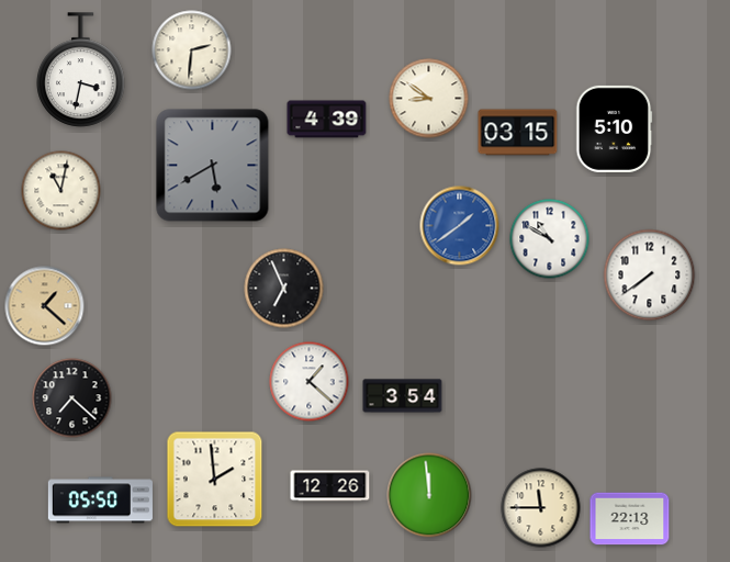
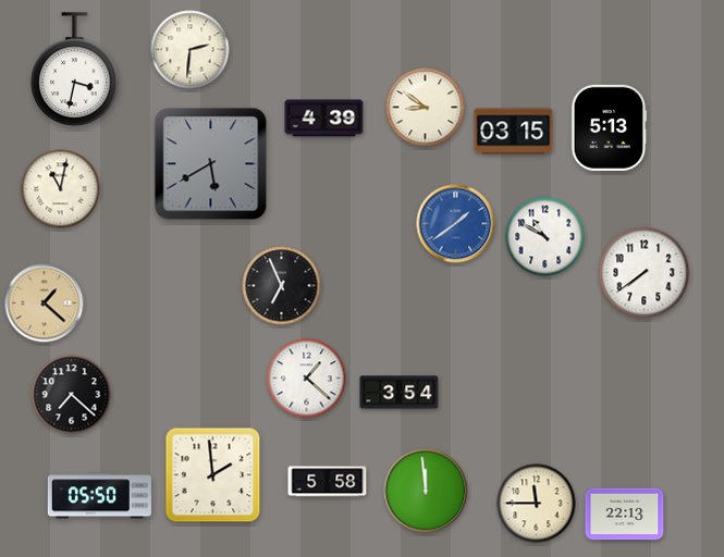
clock at (81, 70) position: (81, 70) -> (75, 70)
clock at (429, 99) position: (429, 99) -> (426, 108)
clock at (614, 128): 5:10 -> 5:13
clock at (330, 486): 12:26 -> 5:58
